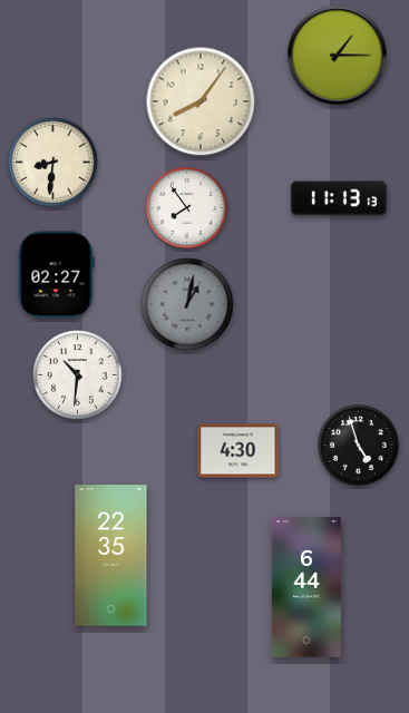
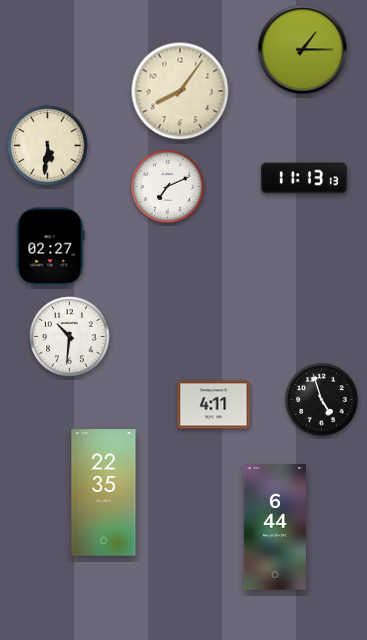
clock at (53, 163): 8:31 -> 5:31
clock at (187, 208): 7:54 -> 7:11
clock at (187, 304): 1:02 -> none
clock at (238, 451): 4:30 -> 4:11
clock at (111, 556) position: (111, 556) -> (104, 493)
